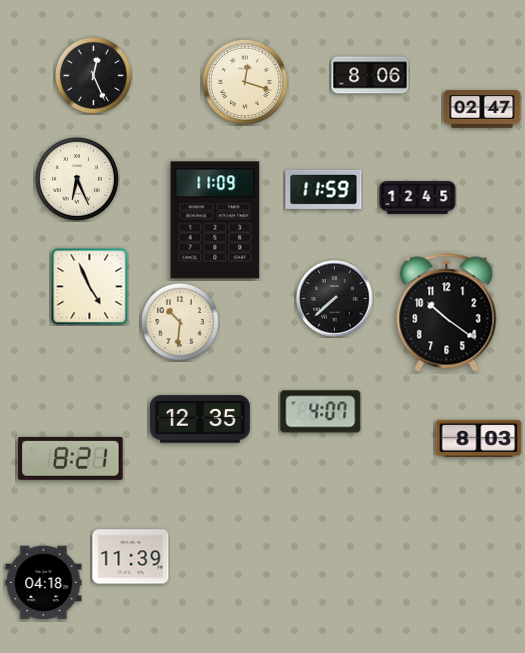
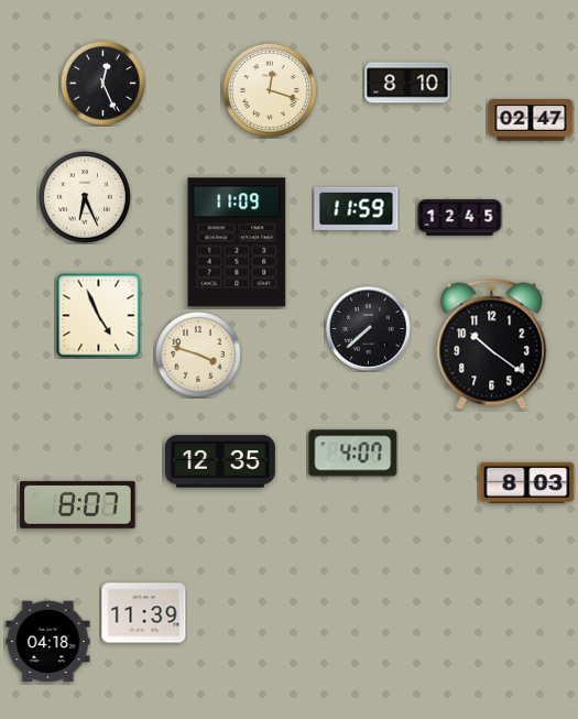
clock at (370, 75): 8:06 -> 8:10
clock at (180, 323): 10:31 -> 3:48
clock at (71, 458): 8:21 -> 8:07
